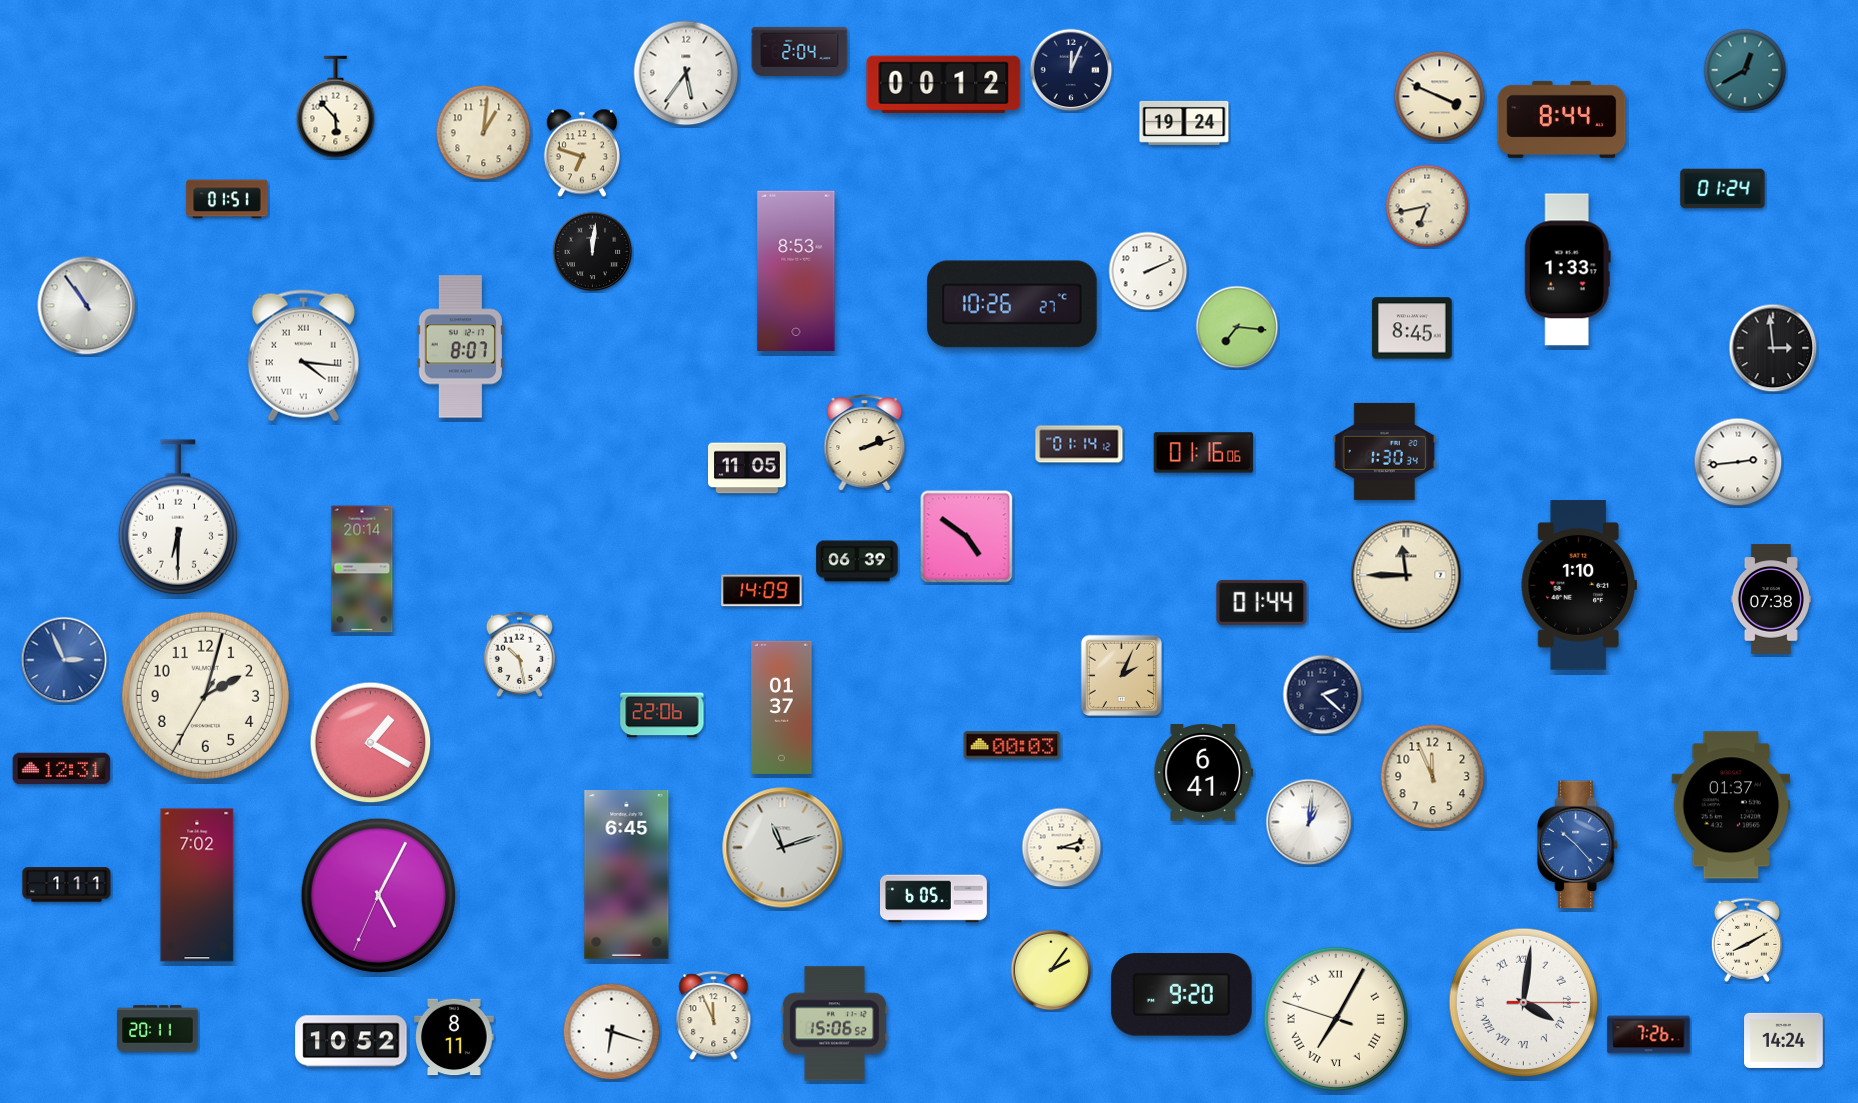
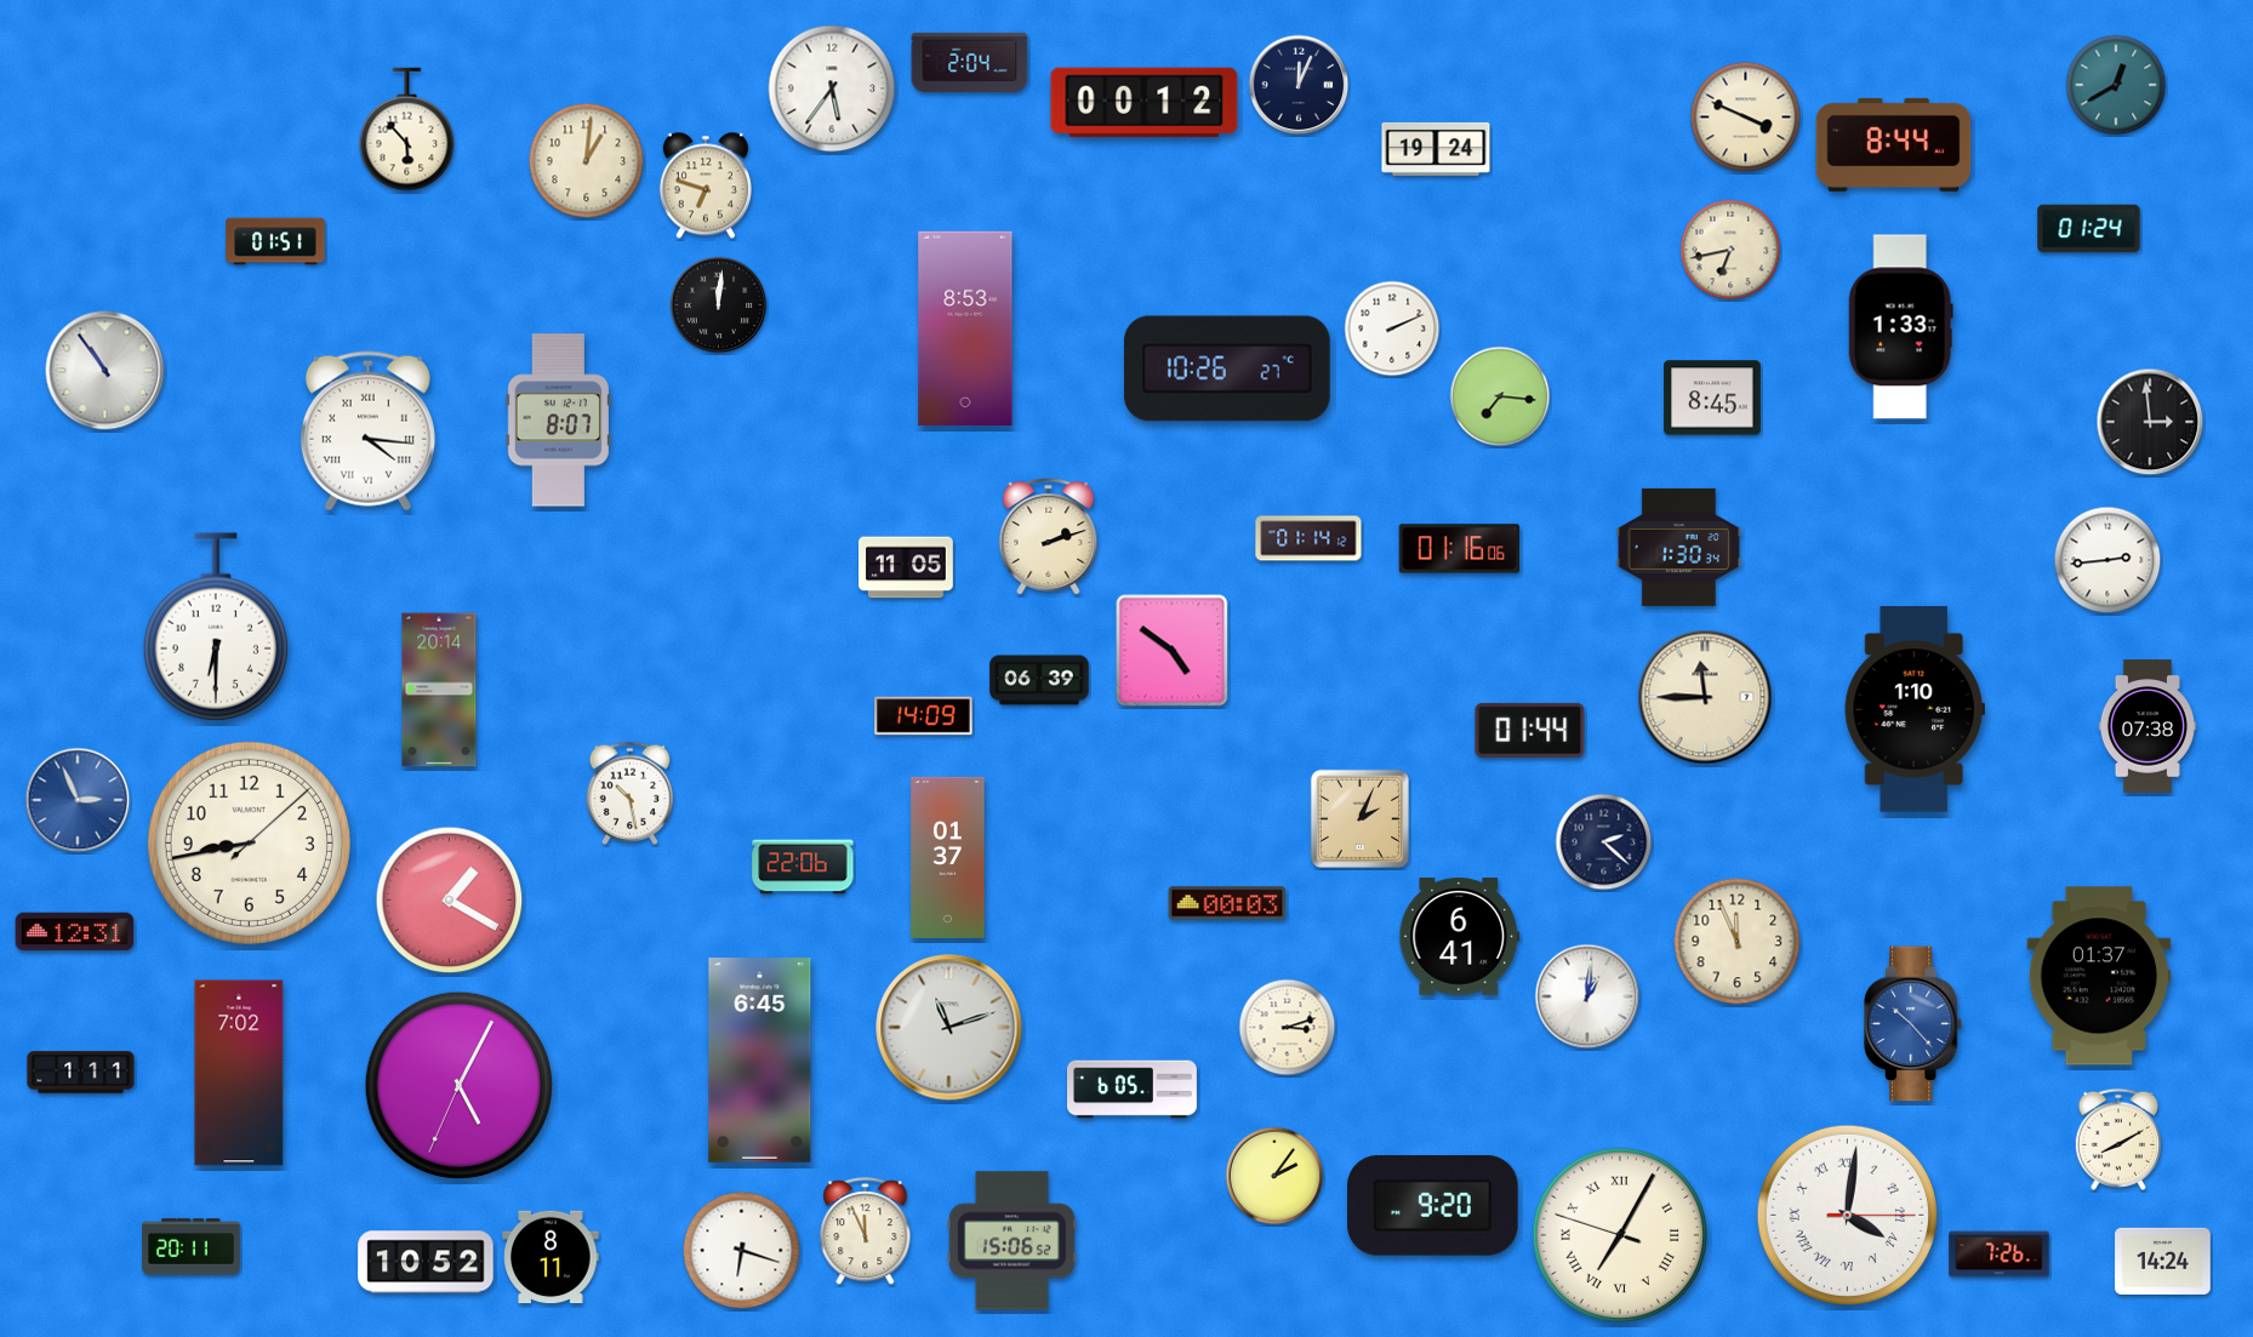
clock at (205, 695): 2:02 -> 8:43
